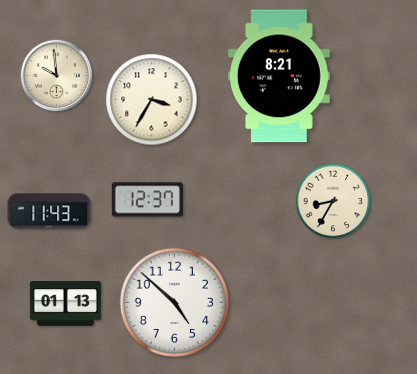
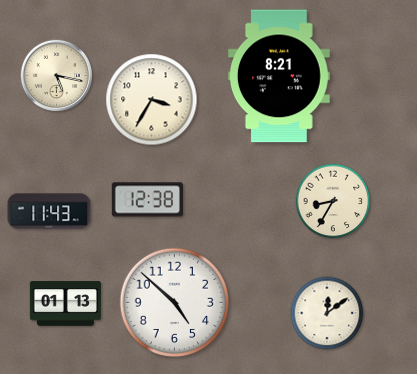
clock at (57, 76): 9:59 -> 5:17
clock at (147, 200): 12:37 -> 12:38
clock at (327, 313): none -> 12:09
